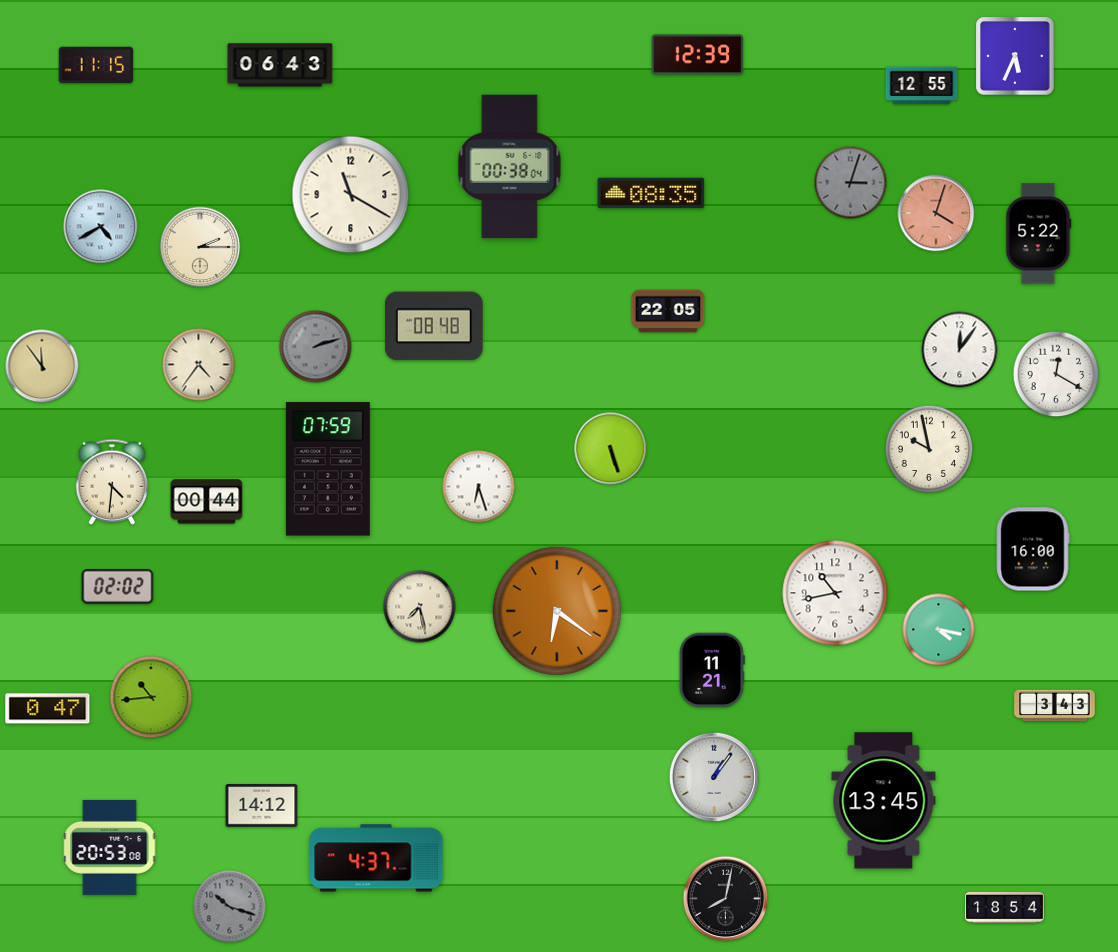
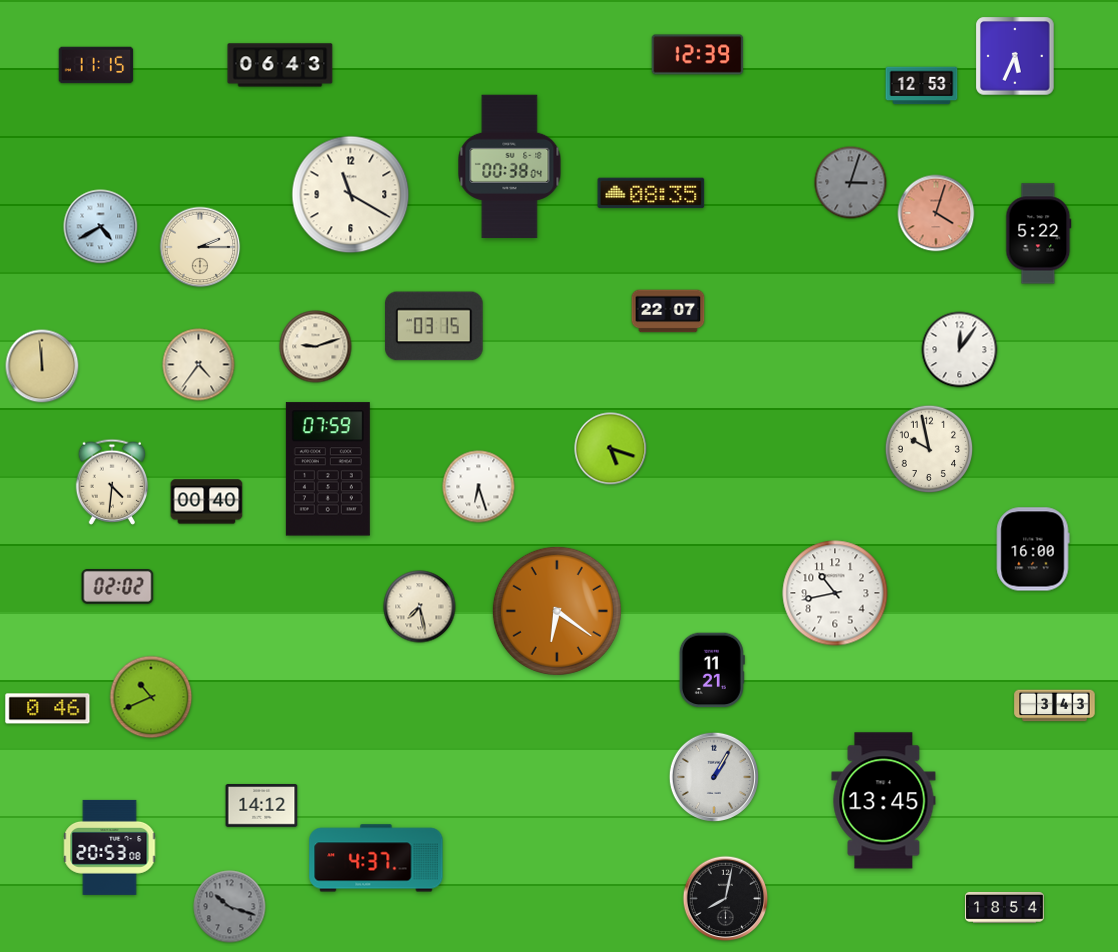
clock at (922, 86): 12:55 -> 12:53
clock at (668, 311): 22:05 -> 22:07
clock at (434, 326): 08:48 -> 03:15
clock at (316, 347): 2:12 -> 9:12
clock at (316, 347) dial: grey -> cream
clock at (42, 366): 11:54 -> 11:59
clock at (1056, 374): 12:20 -> none
clock at (611, 449): 5:27 -> 5:18
clock at (207, 502): 00:44 -> 00:40
clock at (939, 630): 4:17 -> none
clock at (151, 697): 10:44 -> 10:41
clock at (48, 709): 0:47 -> 0:46
clock at (713, 776): 1:06 -> 1:05
